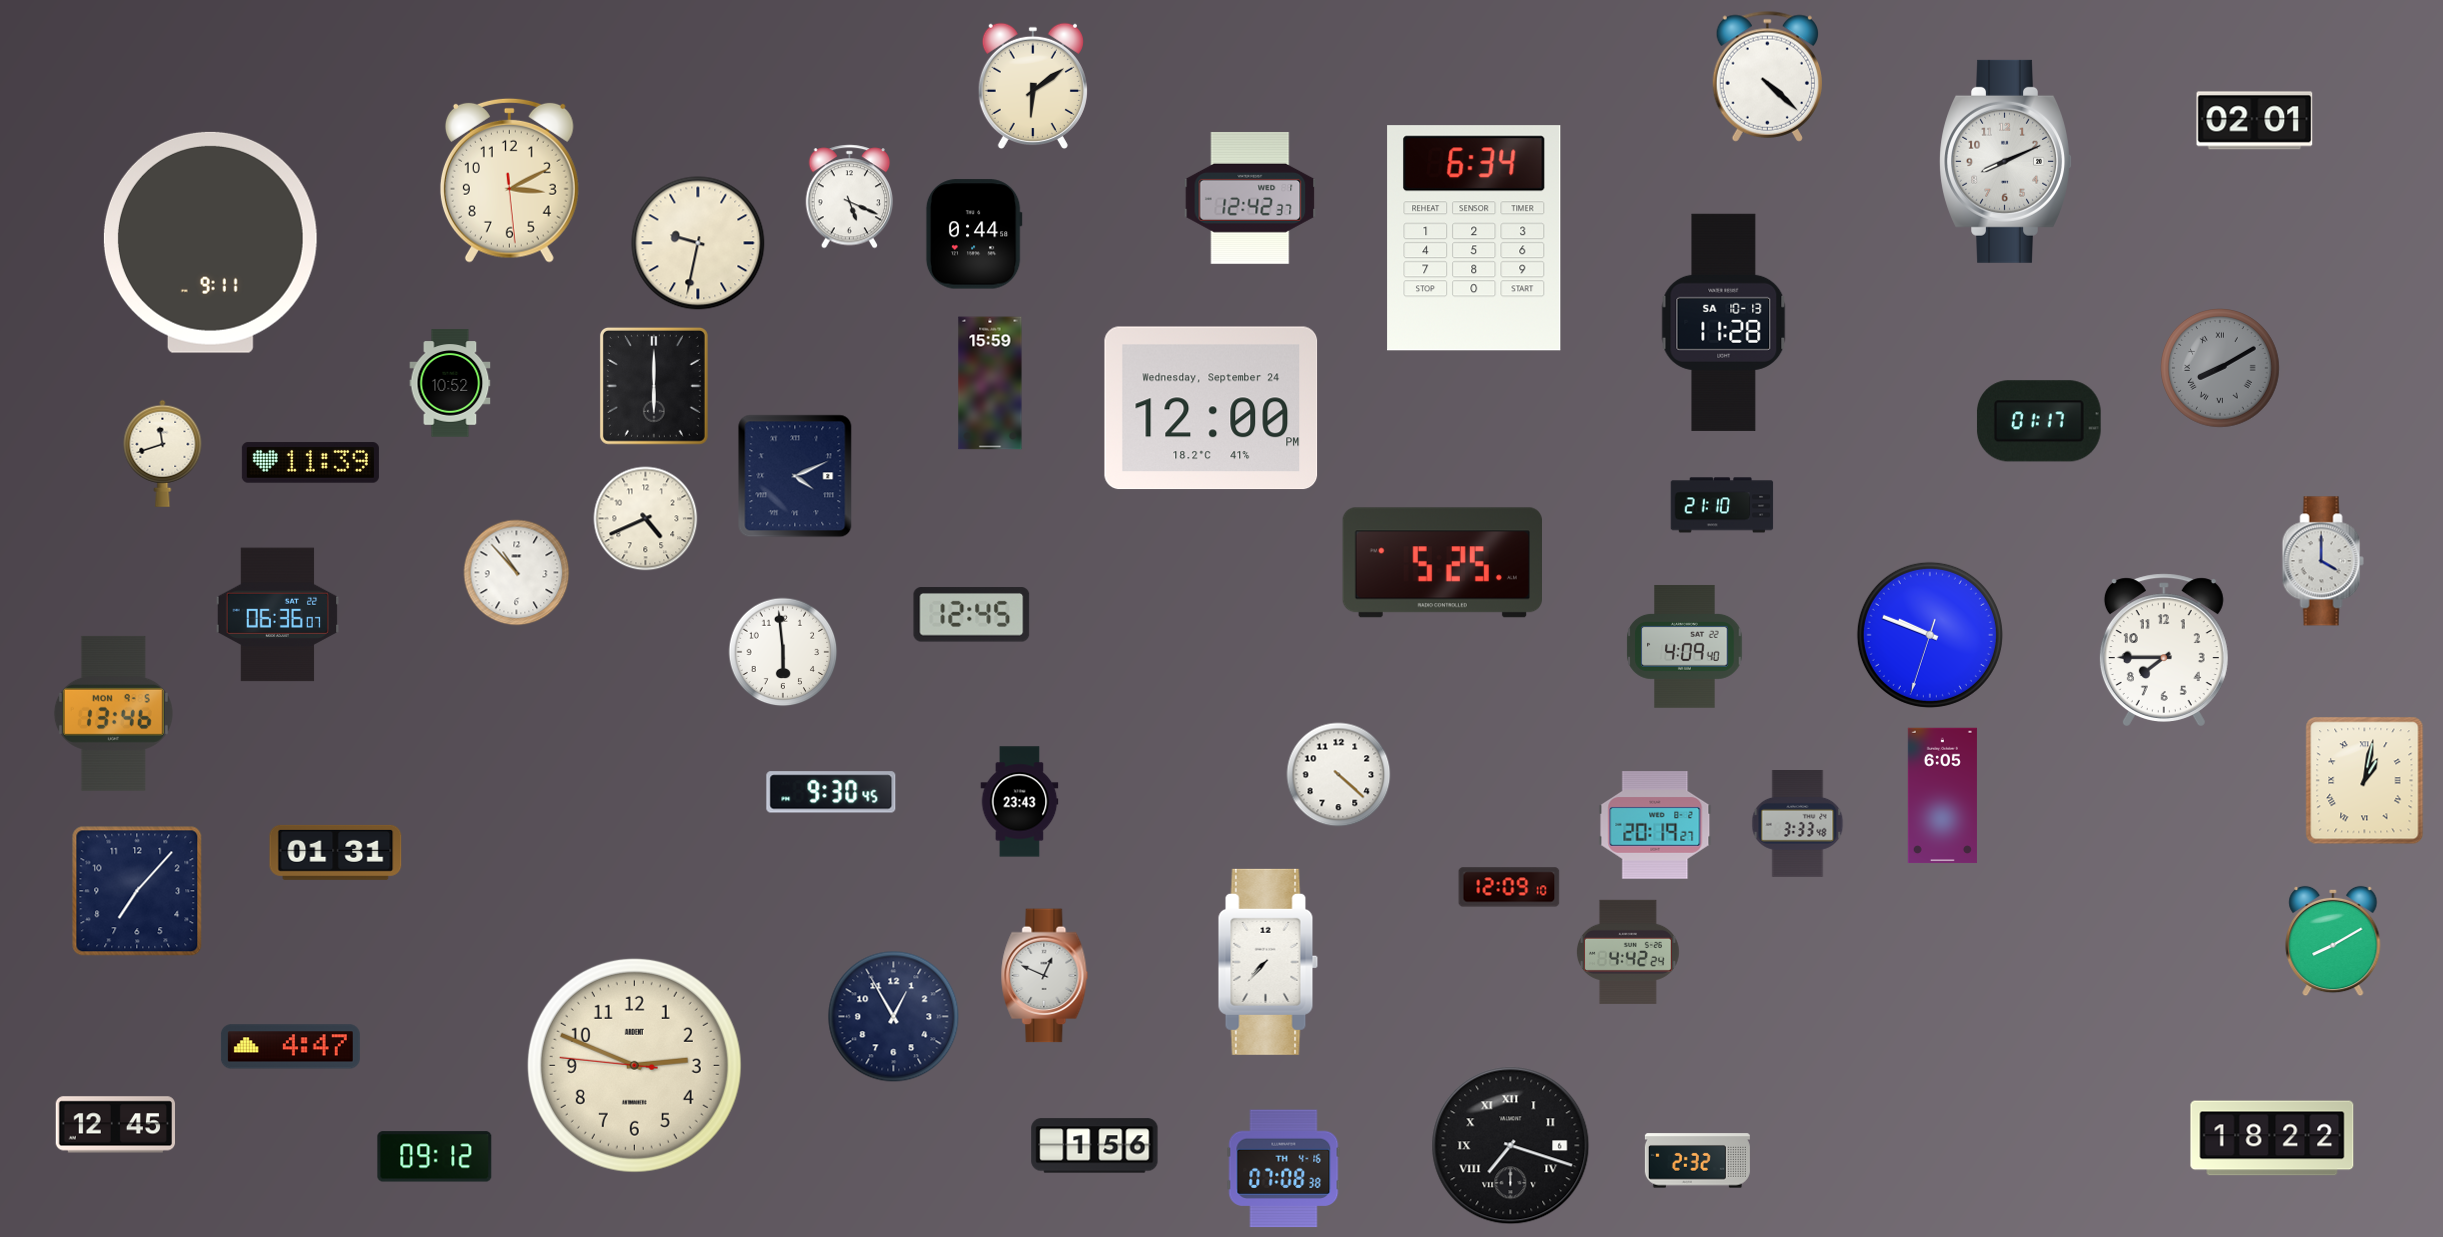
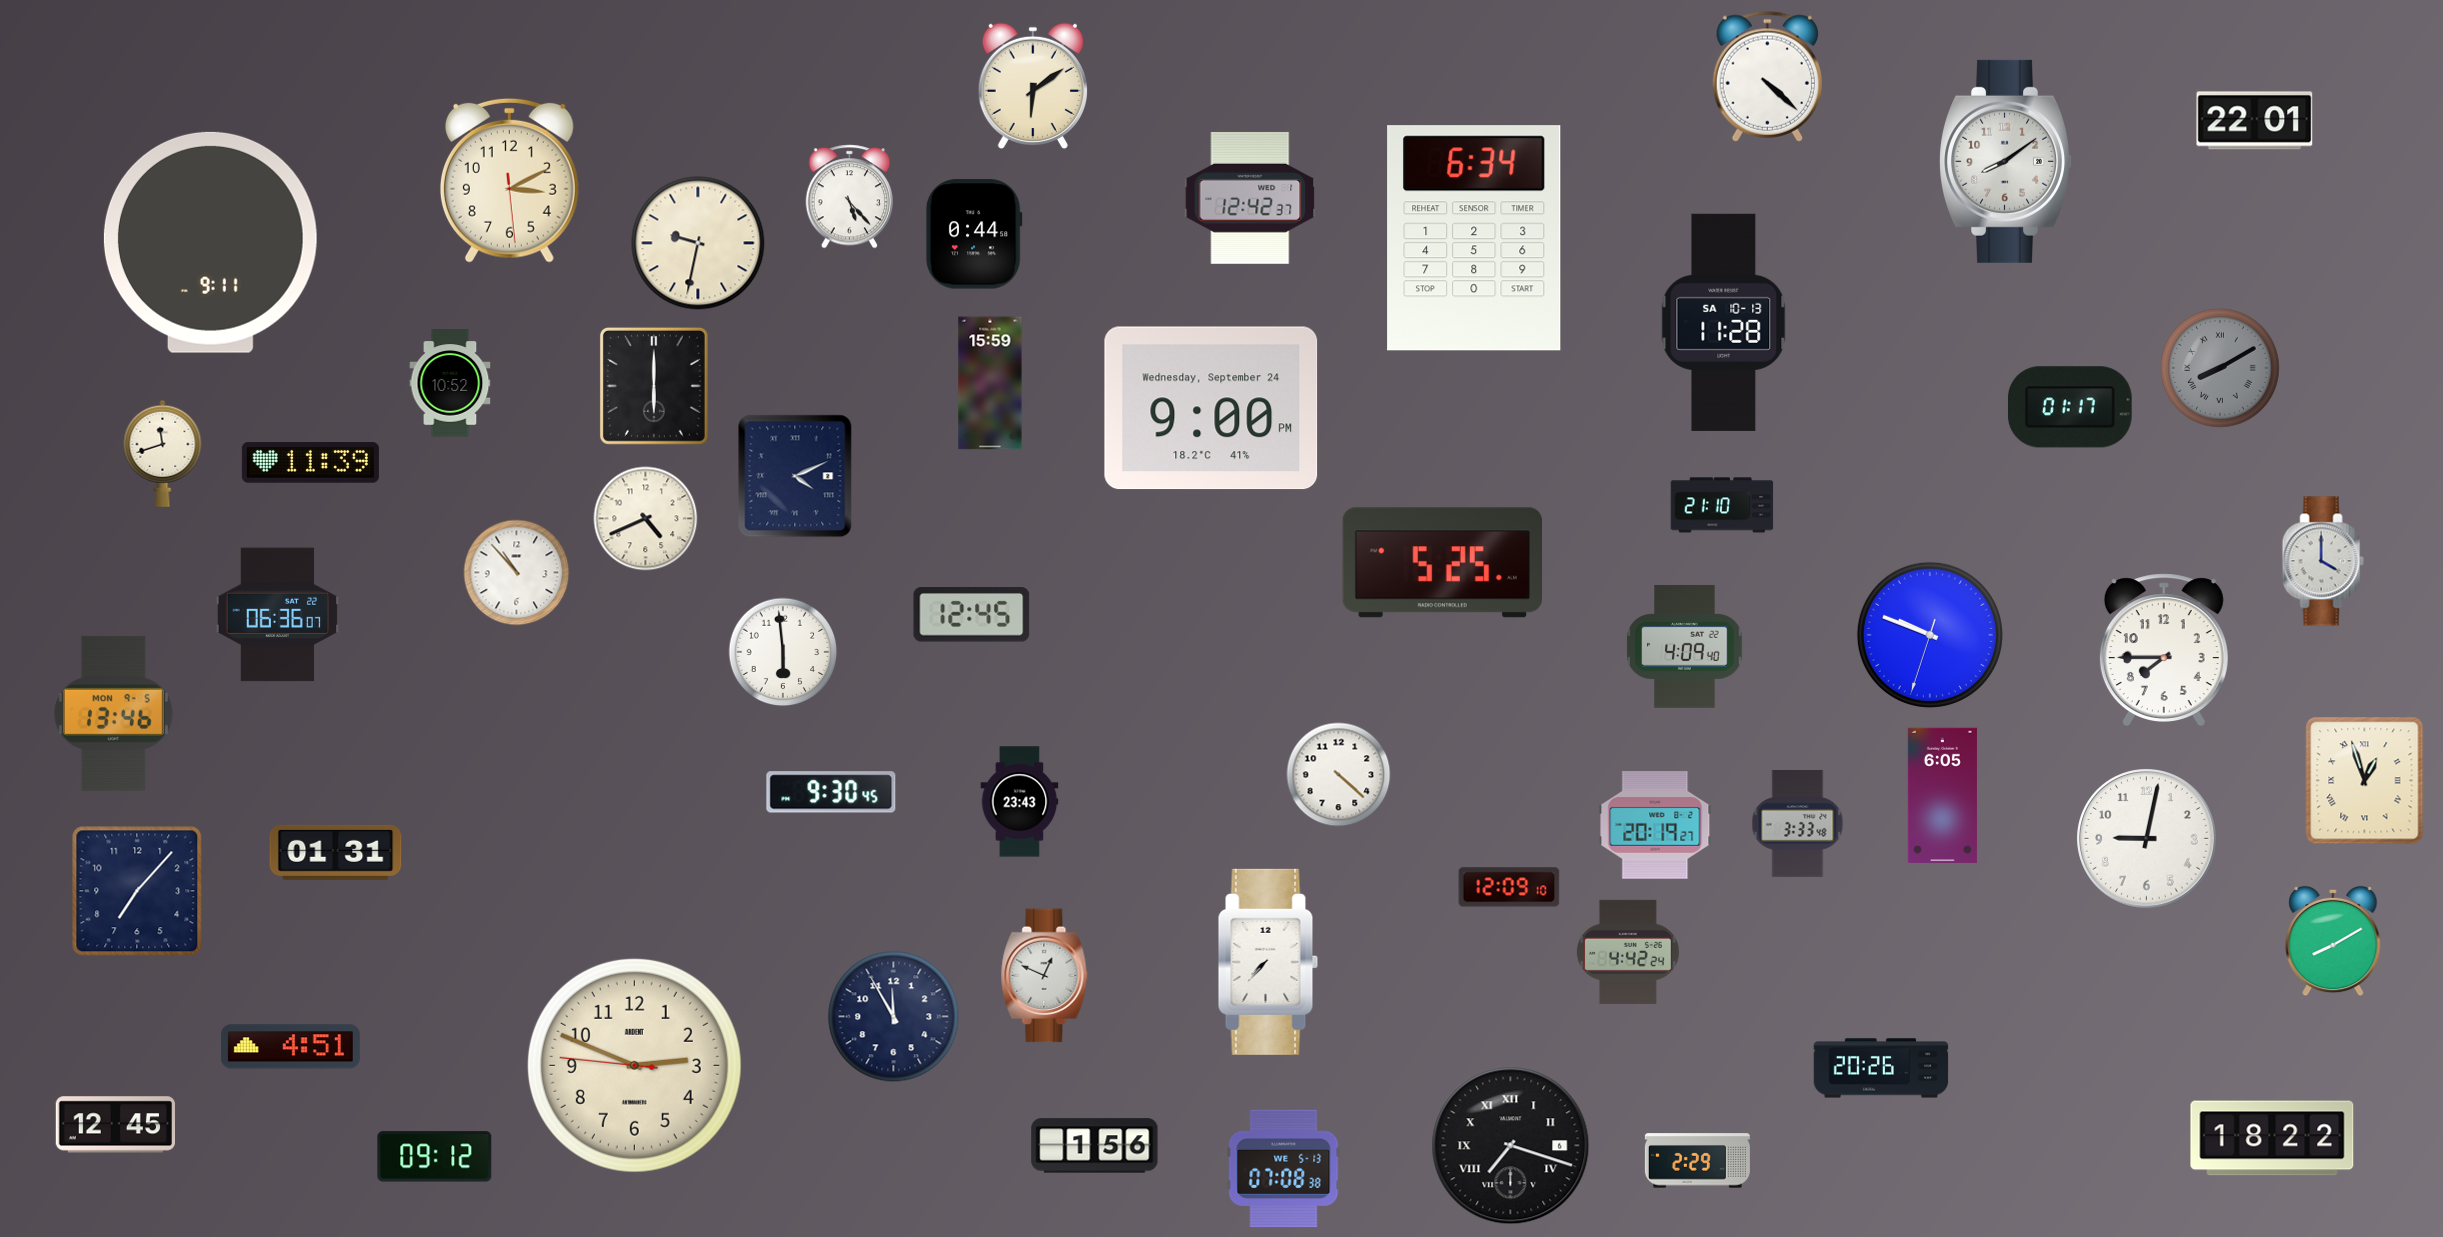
clock at (2255, 121): 02:01 -> 22:01
clock at (2006, 161): 8:11 -> 8:09
clock at (850, 197): 5:19 -> 5:23
clock at (1211, 408): 12:00 -> 9:00
clock at (2039, 421) position: (2039, 421) -> (2070, 407)
clock at (2365, 781): 1:02 -> 12:57
clock at (2147, 839): none -> 9:02
clock at (894, 1017): 12:55 -> 11:55
clock at (290, 1047): 4:47 -> 4:51
clock at (1881, 1068): none -> 20:26
clock at (1697, 1161): 2:32 -> 2:29
clock at (1284, 1169) date: TH 4-16 -> WE 5-13
